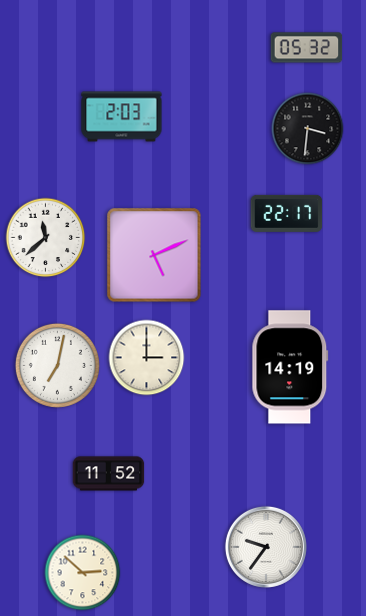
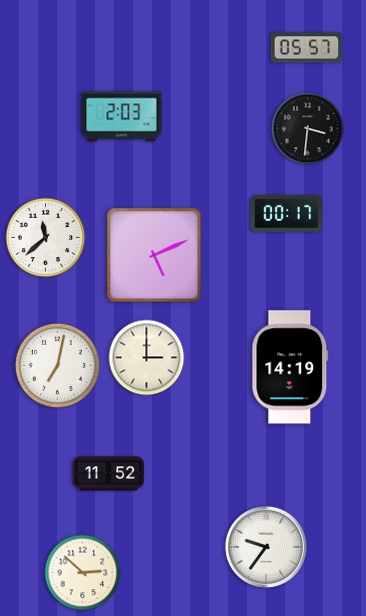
clock at (307, 48): 05:32 -> 05:57
clock at (287, 213): 22:17 -> 00:17
